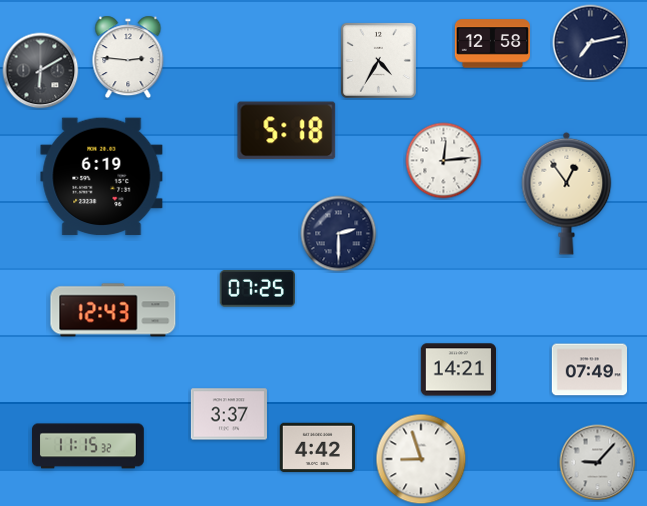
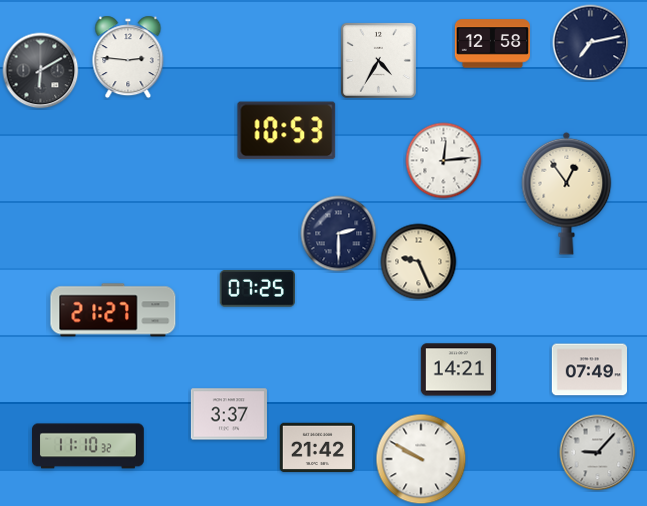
clock at (287, 131): 5:18 -> 10:53
clock at (102, 177): 6:19 -> none
clock at (419, 262): none -> 9:26
clock at (113, 310): 12:43 -> 21:27
clock at (89, 446): 11:15 -> 11:10
clock at (317, 448): 4:42 -> 21:42
clock at (421, 459): 8:57 -> 9:50
clock at (598, 463) position: (598, 463) -> (598, 453)
